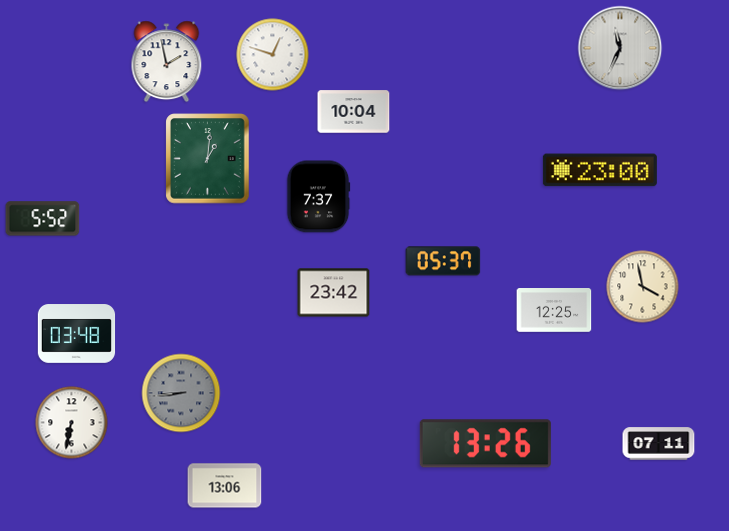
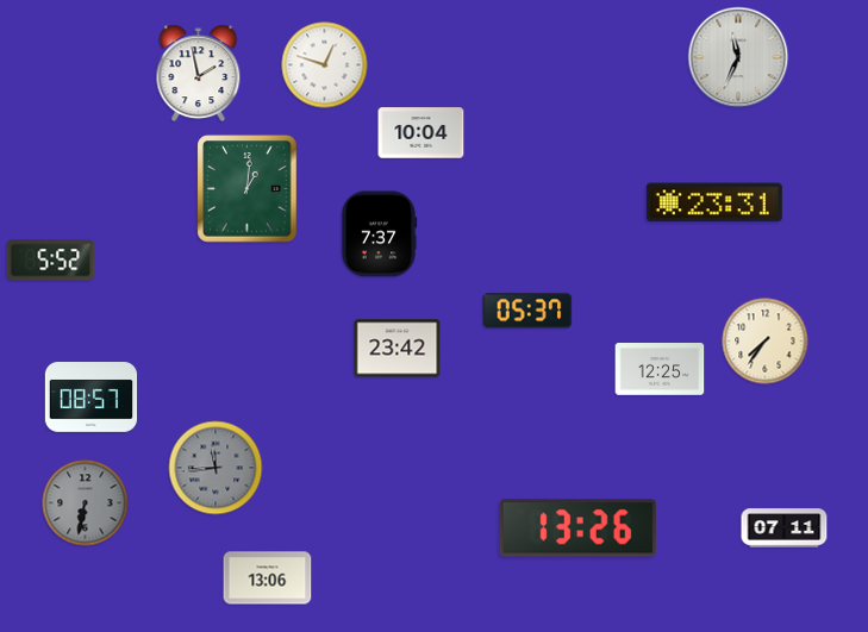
clock at (600, 170): 23:00 -> 23:31
clock at (643, 287): 3:58 -> 7:36
clock at (77, 334): 03:48 -> 08:57
clock at (181, 393): 8:44 -> 11:44
clock at (72, 423) dial: white -> grey
